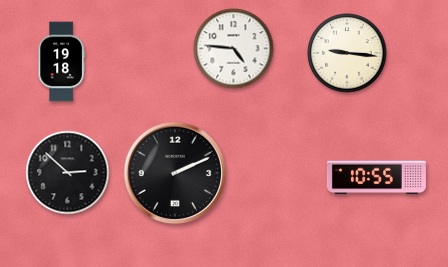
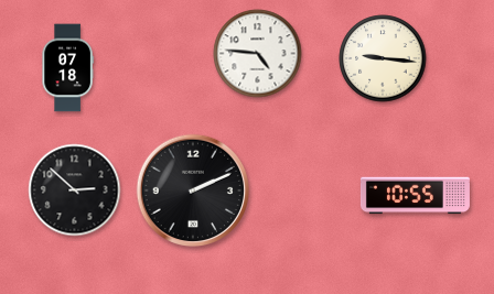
clock at (61, 62): 19:18 -> 07:18
